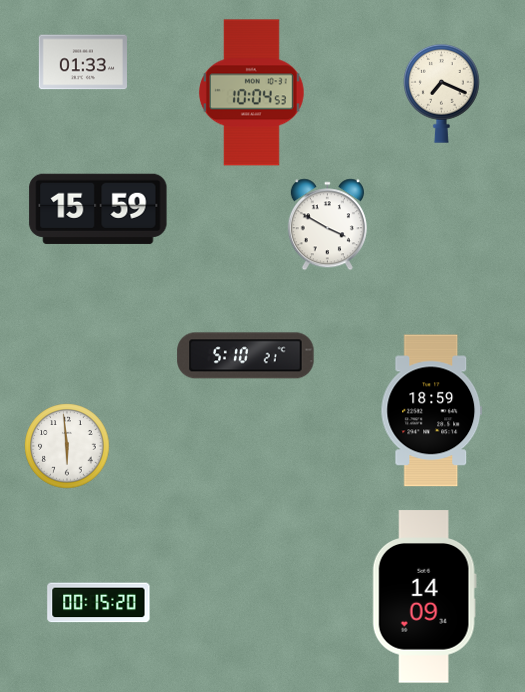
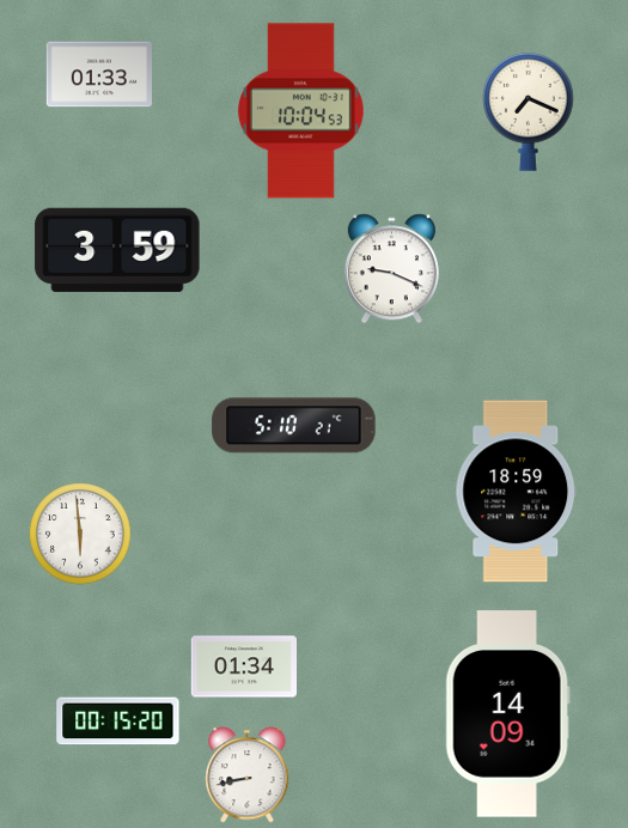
clock at (98, 209): 15:59 -> 3:59
clock at (327, 225): 3:50 -> 9:19
clock at (243, 666): none -> 01:34
clock at (248, 775): none -> 8:43
